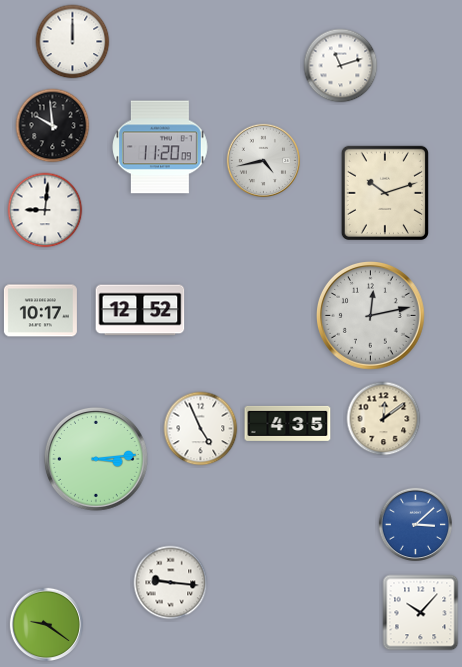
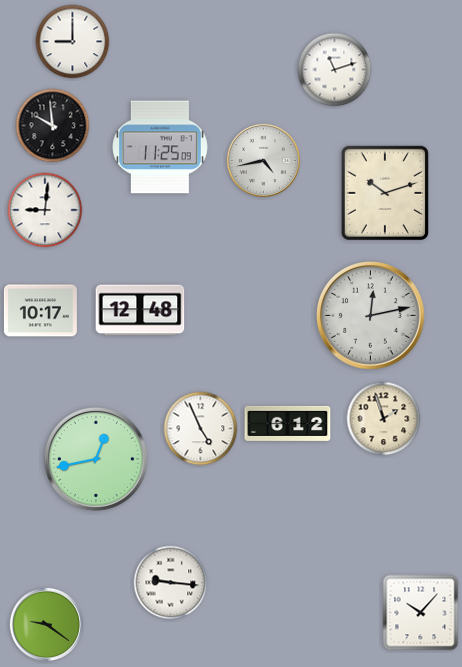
clock at (73, 42): 12:00 -> 9:00
clock at (341, 66) position: (341, 66) -> (335, 70)
clock at (160, 147): 11:20 -> 11:25
clock at (140, 310): 12:52 -> 12:48
clock at (384, 419): 12:09 -> 1:57
clock at (288, 423): 4:35 -> 6:12
clock at (96, 459): 3:14 -> 12:43
clock at (415, 524): 3:08 -> none
